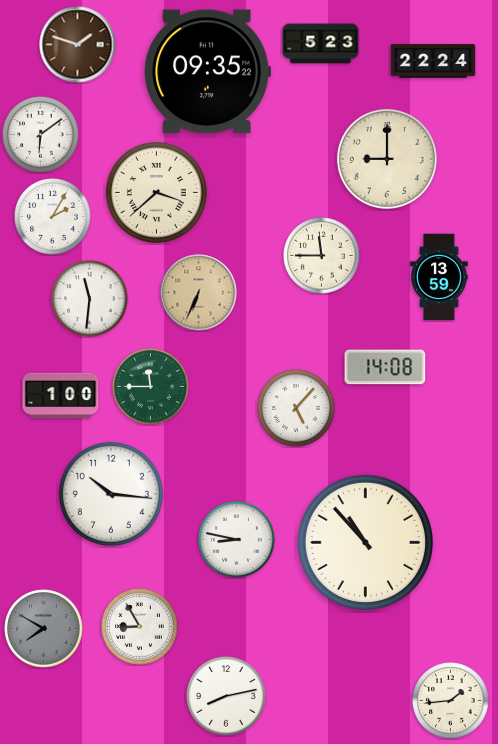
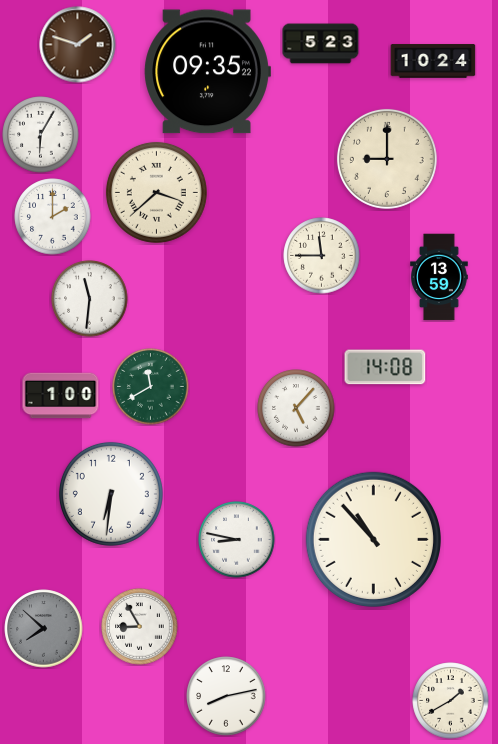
clock at (433, 61): 22:24 -> 10:24
clock at (41, 135): 6:09 -> 6:05
clock at (53, 217): 2:05 -> 2:00
clock at (199, 293): 6:34 -> none
clock at (151, 387): 11:45 -> 11:40
clock at (111, 494): 10:16 -> 6:31
clock at (365, 542) position: (365, 542) -> (373, 539)
clock at (44, 629): 7:50 -> 7:52
clock at (451, 701): 1:44 -> 1:40
